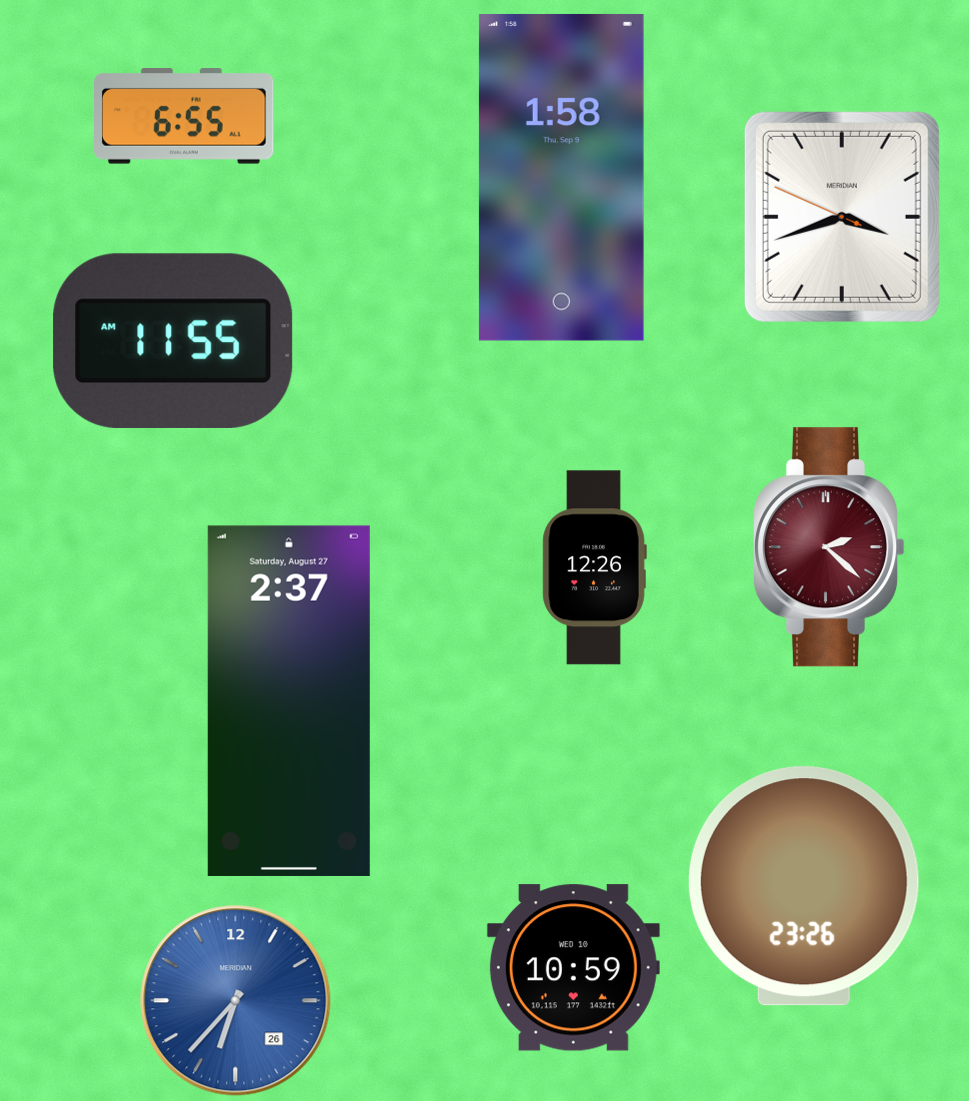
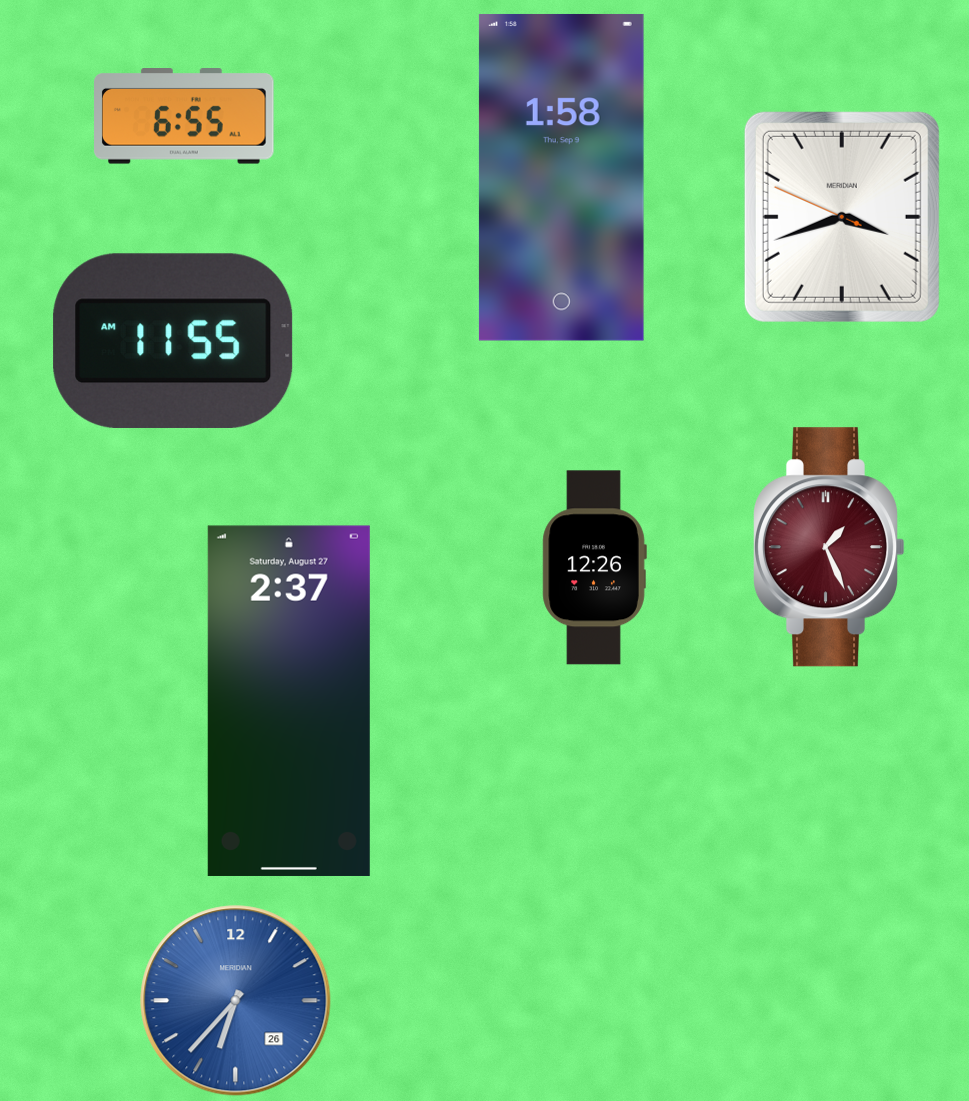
clock at (829, 547): 2:22 -> 1:26
clock at (804, 886): 23:26 -> none
clock at (573, 968): 10:59 -> none
